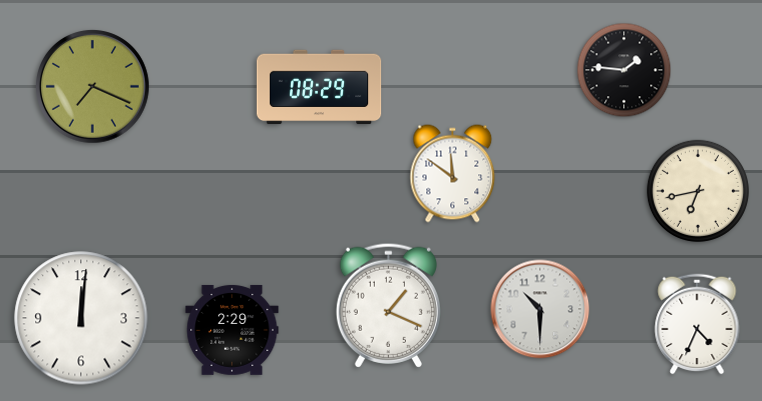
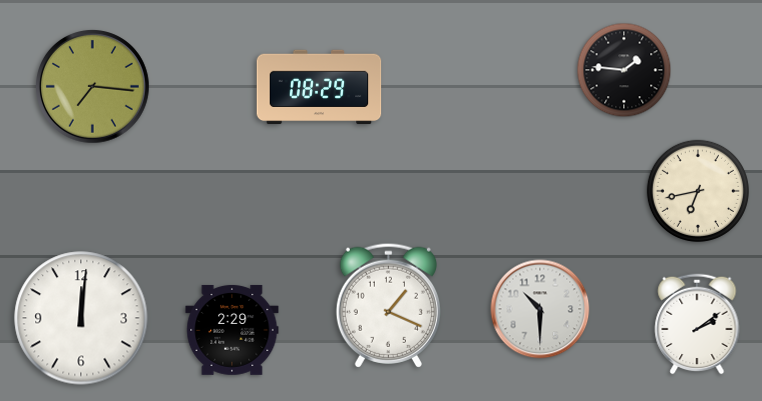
clock at (93, 87): 7:19 -> 7:16
clock at (453, 174): 11:51 -> none
clock at (697, 324): 4:34 -> 2:09
